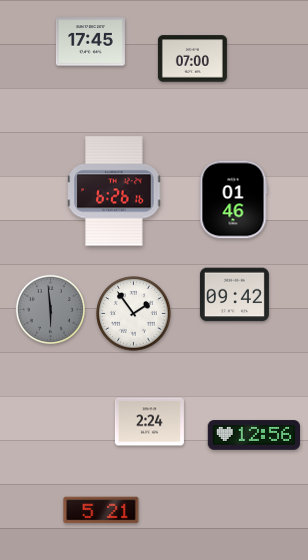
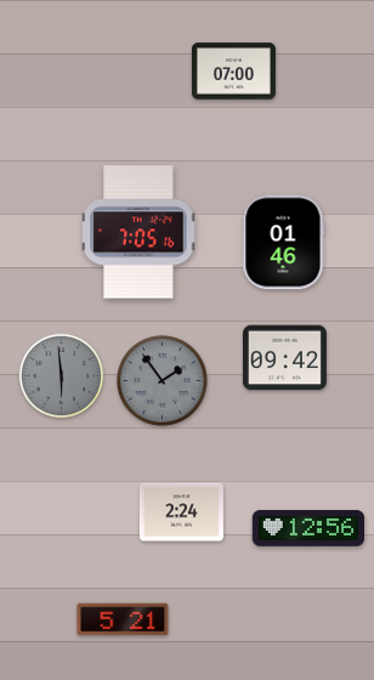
clock at (90, 42): 17:45 -> none
clock at (114, 191): 6:26 -> 7:05
clock at (134, 314) dial: white -> grey
